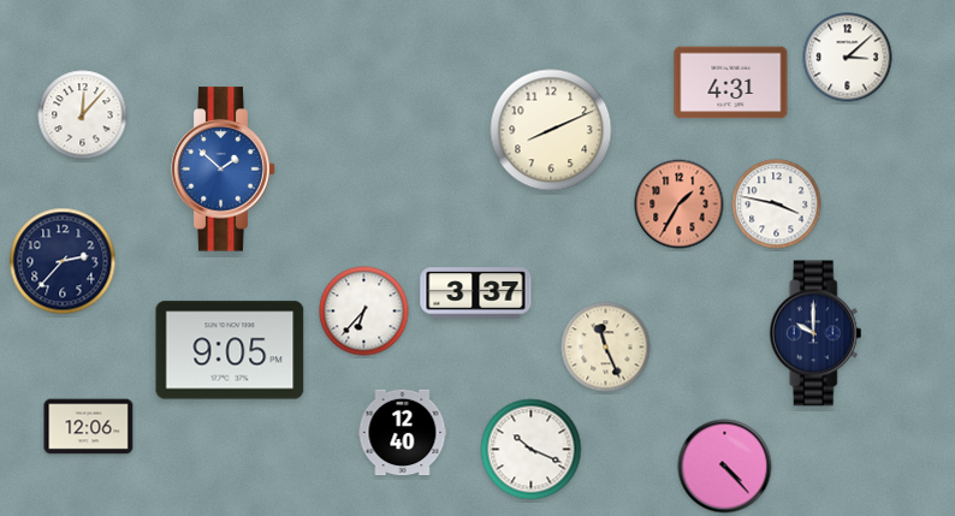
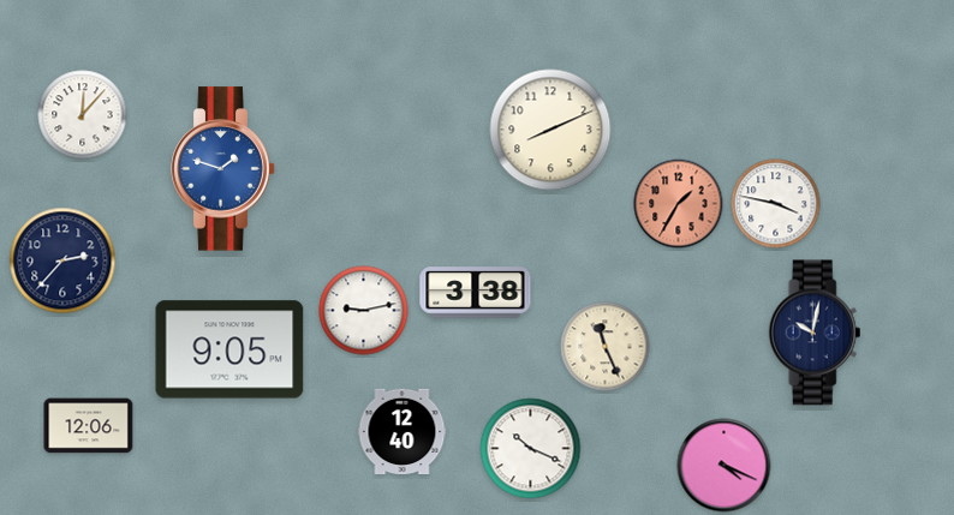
clock at (848, 58): 3:08 -> none
clock at (731, 83): 4:31 -> none
clock at (224, 170): 1:52 -> 1:48
clock at (476, 293): 3:37 -> 3:38
clock at (364, 312): 6:37 -> 9:13
clock at (815, 333): 10:00 -> 10:02
clock at (725, 467): 4:23 -> 4:19
